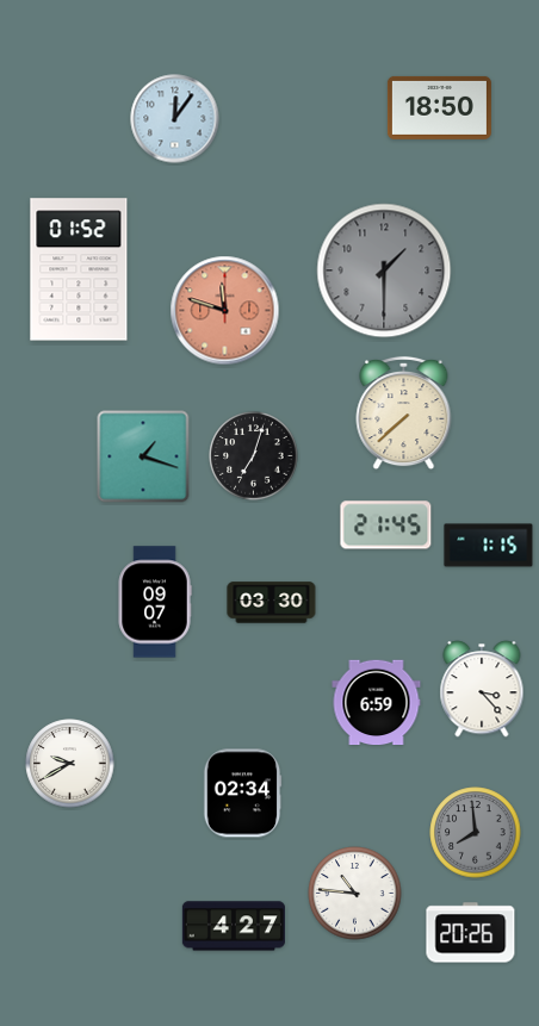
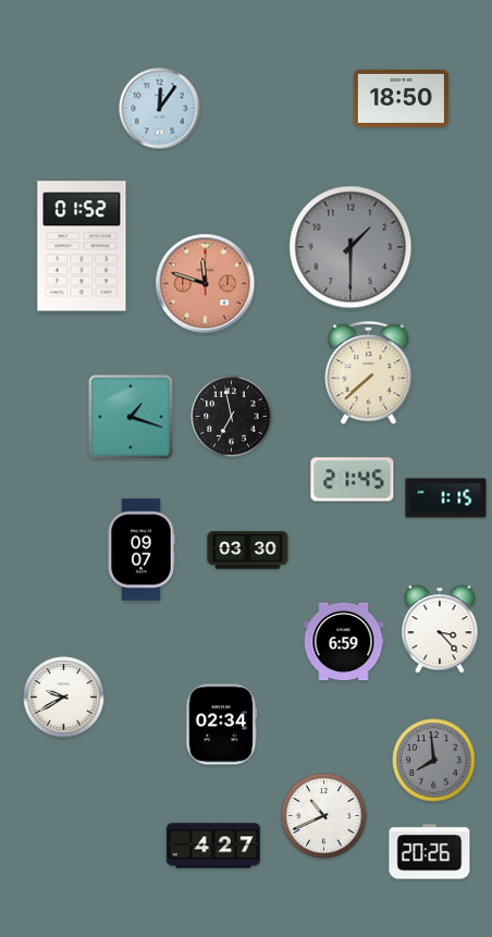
clock at (79, 269) position: (79, 269) -> (82, 246)
clock at (404, 413) position: (404, 413) -> (369, 373)
clock at (254, 456): 7:03 -> 6:58
clock at (355, 894): 10:46 -> 10:41
